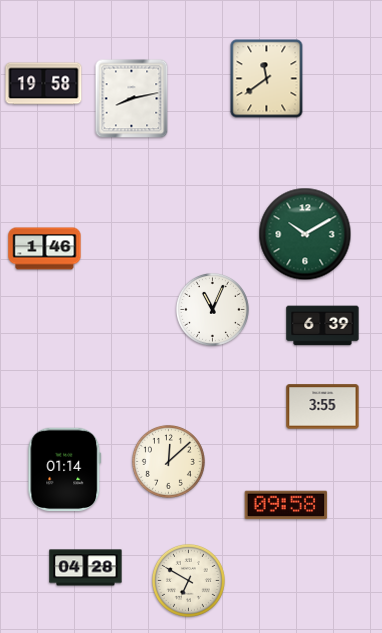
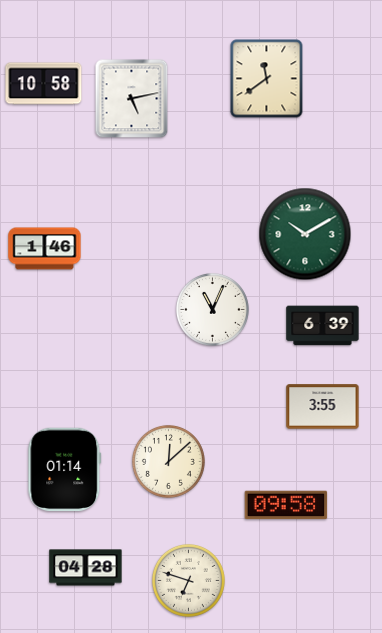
clock at (44, 84): 19:58 -> 10:58
clock at (132, 99): 8:13 -> 5:13
clock at (188, 580): 6:50 -> 6:48
